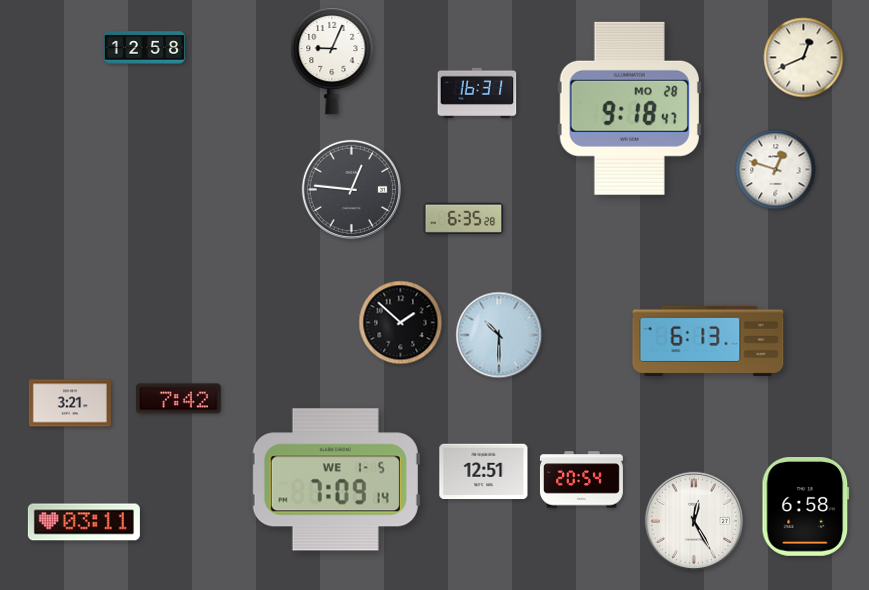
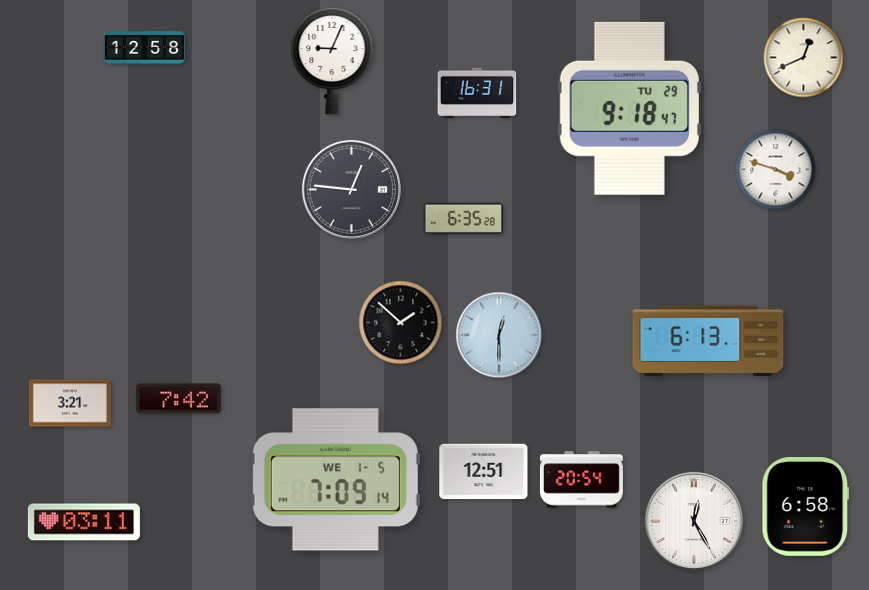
clock at (629, 108) date: MO 28 -> TU 29
clock at (776, 170): 12:48 -> 3:48
clock at (499, 335): 10:30 -> 12:30
